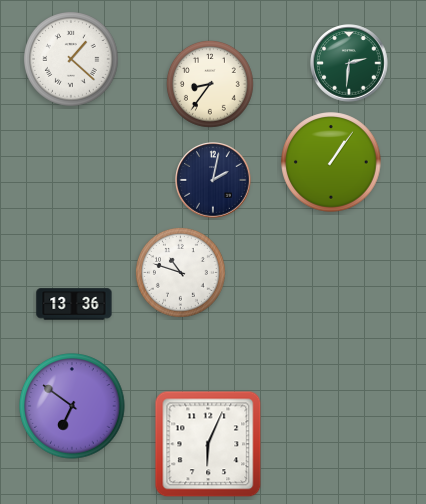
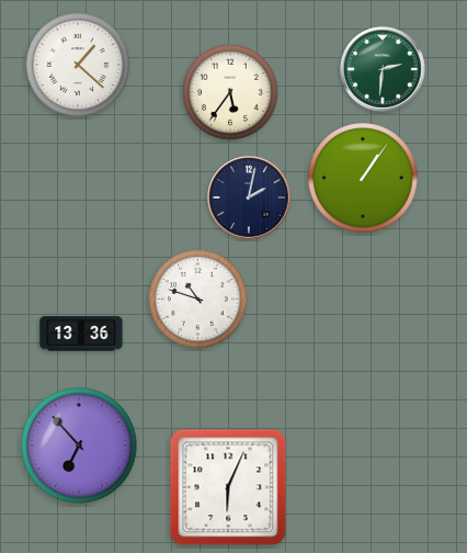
clock at (210, 84): 8:36 -> 5:36
clock at (213, 180) position: (213, 180) -> (249, 198)
clock at (72, 406): 6:51 -> 6:53
